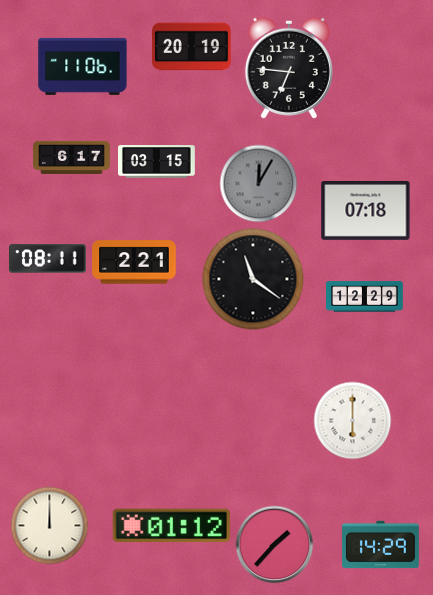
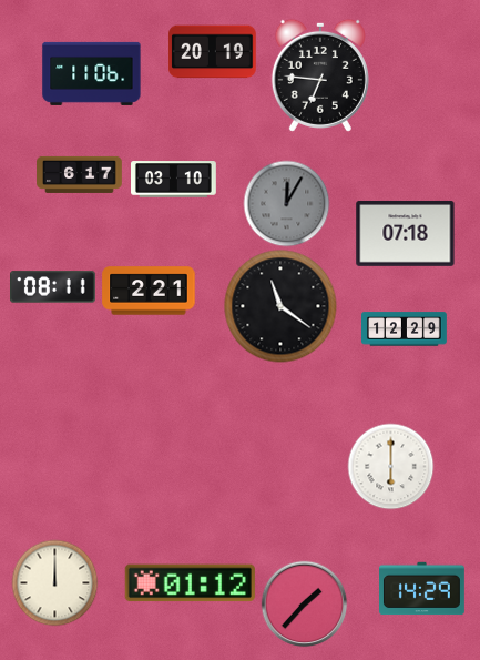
clock at (157, 162): 03:15 -> 03:10
clock at (253, 279) position: (253, 279) -> (280, 306)
clock at (381, 545) position: (381, 545) -> (422, 589)
